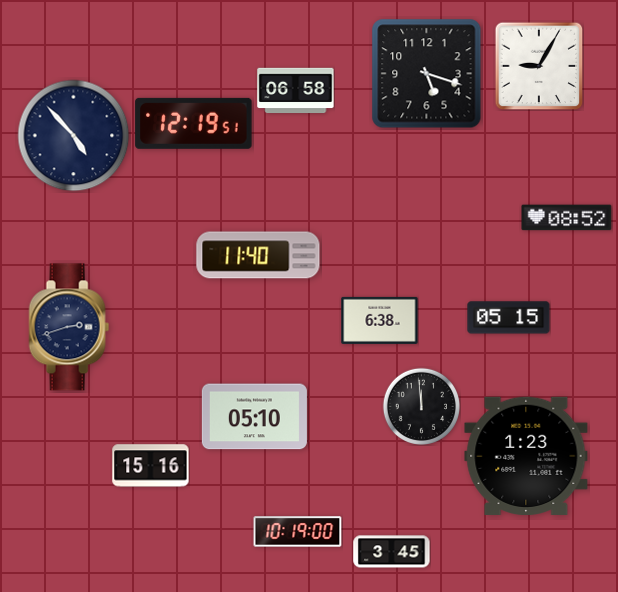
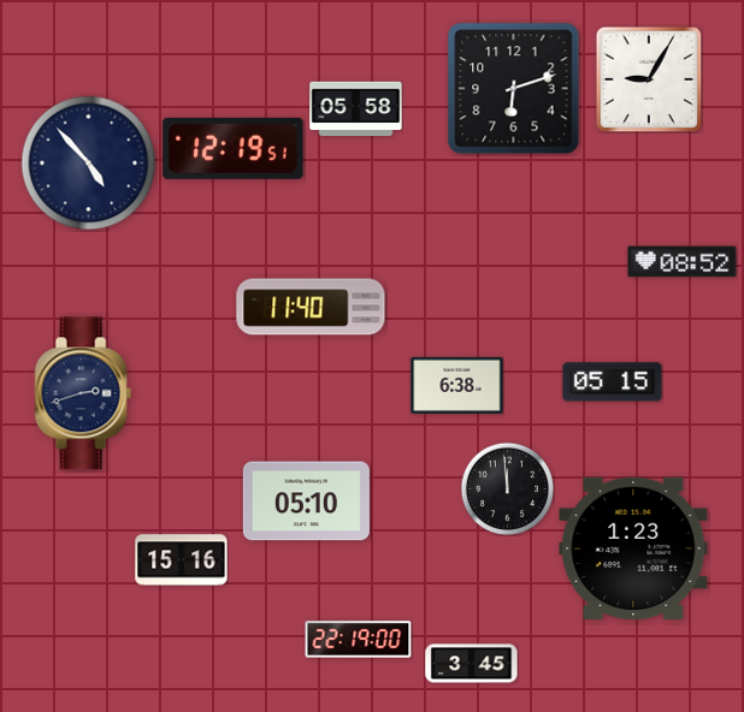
clock at (427, 74): 5:18 -> 6:12
clock at (296, 91): 06:58 -> 05:58
clock at (298, 532): 10:19 -> 22:19
